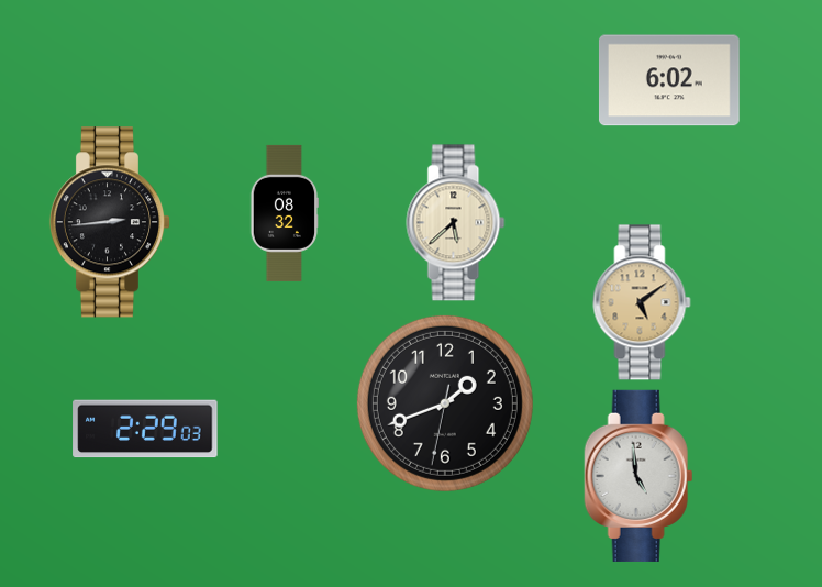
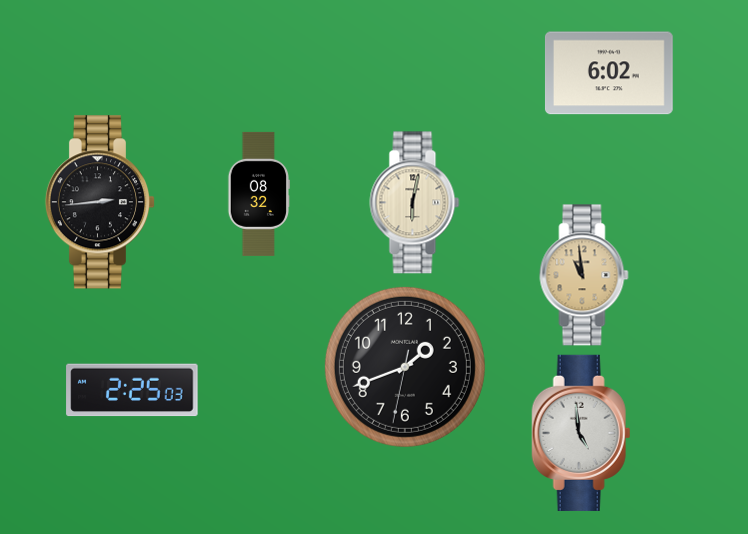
clock at (456, 223): 5:38 -> 6:02
clock at (642, 302): 5:09 -> 10:59
clock at (145, 429): 2:29 -> 2:25
